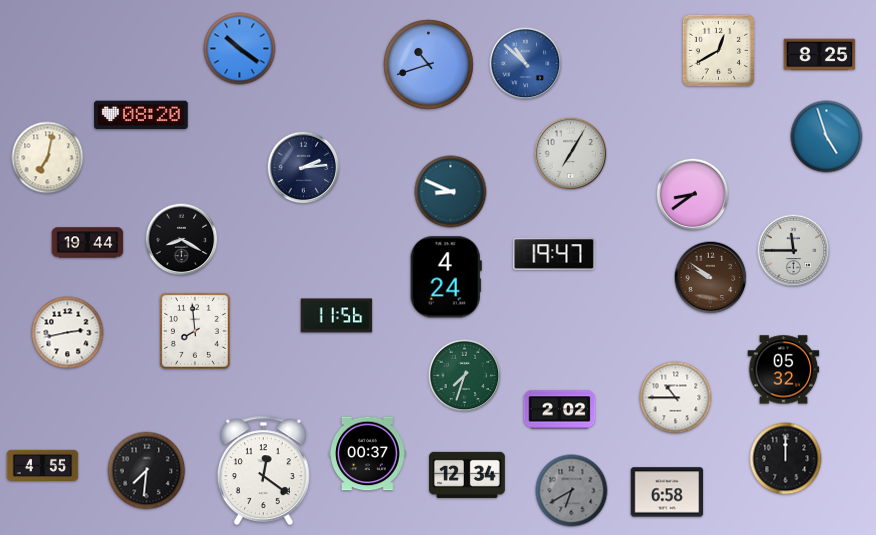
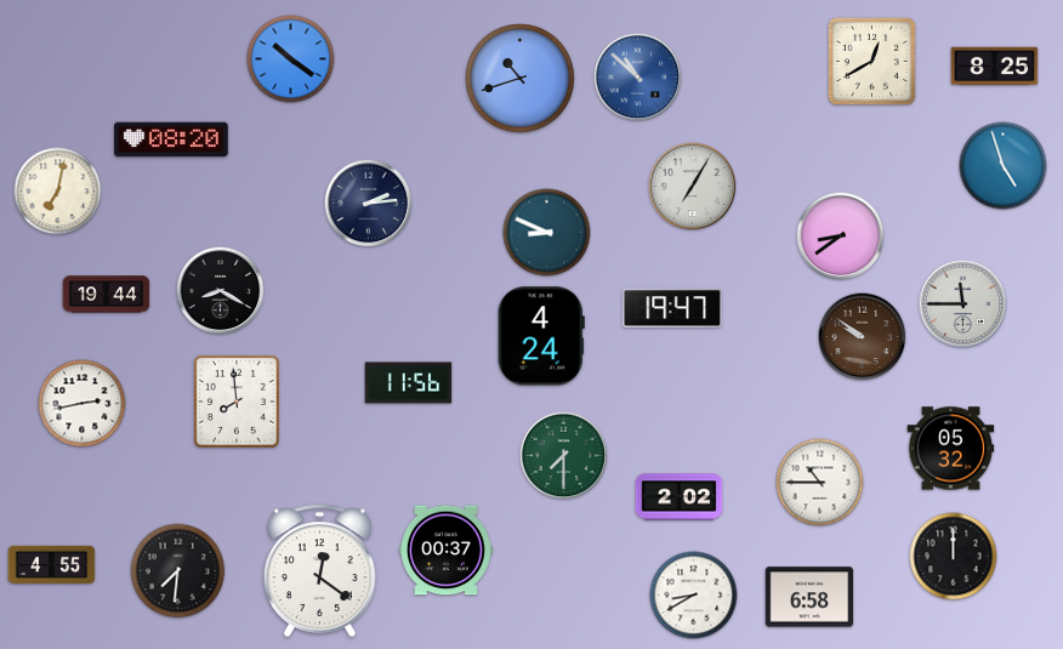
clock at (465, 376): 7:33 -> 7:30
clock at (468, 475): 12:34 -> none
clock at (572, 491): 6:40 -> 8:40
clock at (572, 491) dial: grey -> white
